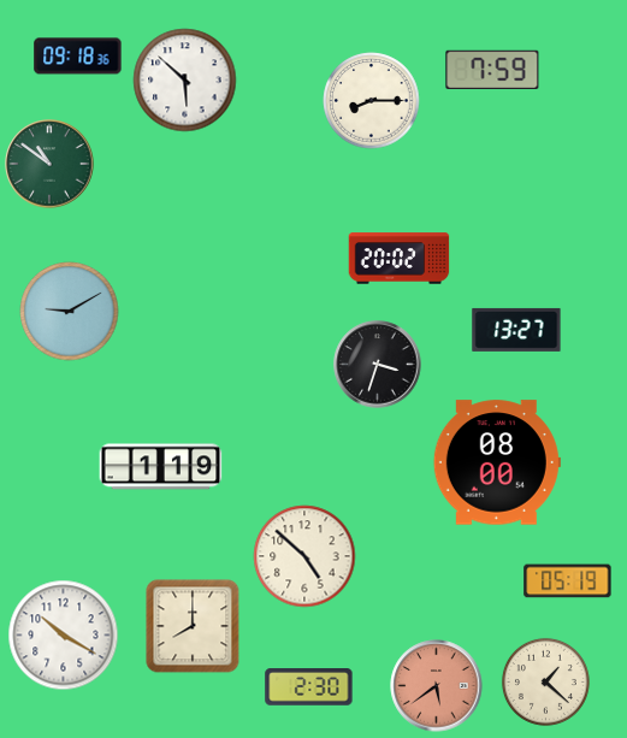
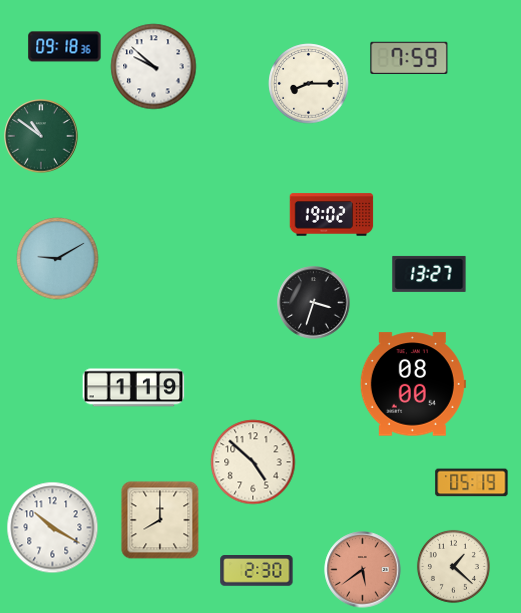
clock at (185, 81): 5:52 -> 9:52
clock at (400, 259): 20:02 -> 19:02
